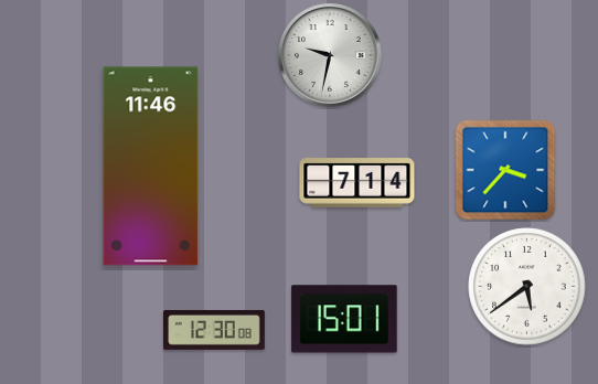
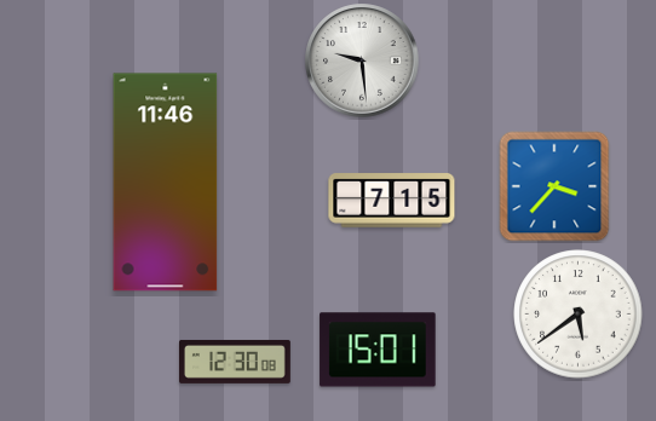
clock at (330, 55): 9:32 -> 9:29
clock at (357, 183): 7:14 -> 7:15
